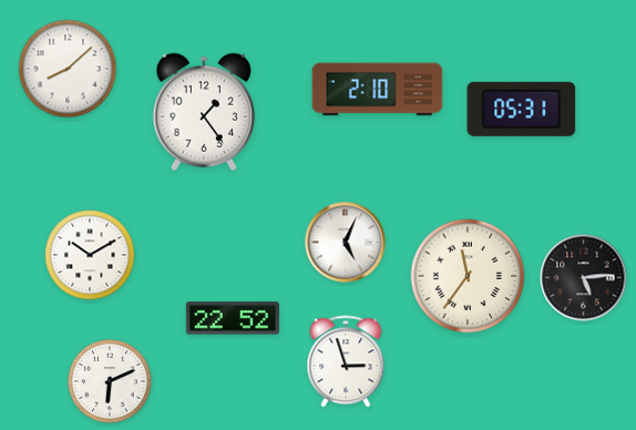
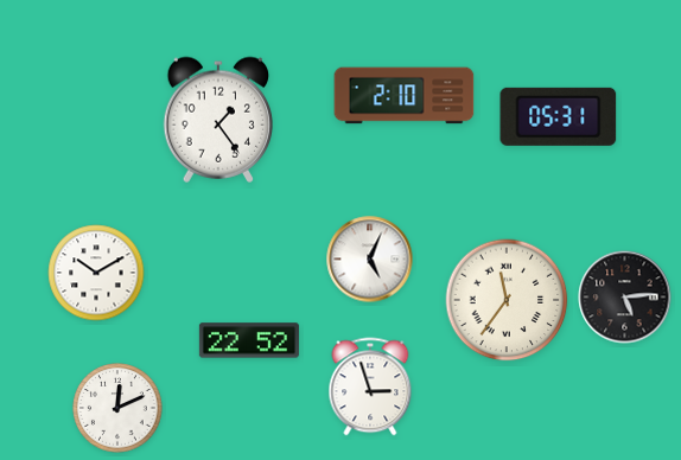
clock at (68, 69): 8:08 -> none
clock at (468, 276) position: (468, 276) -> (507, 300)
clock at (110, 381): 6:11 -> 12:11
